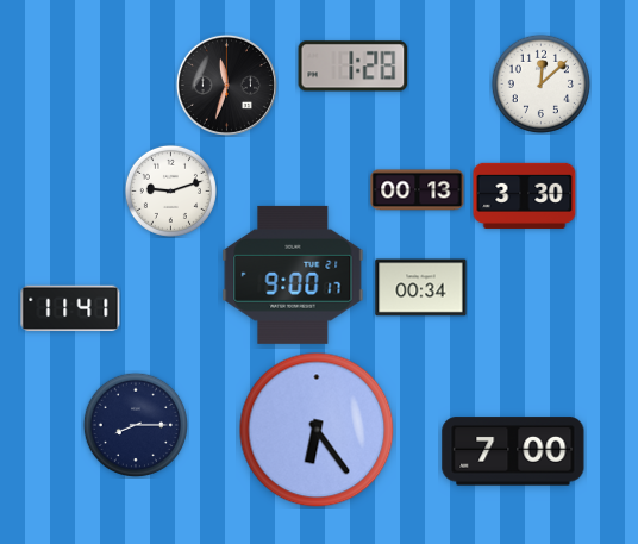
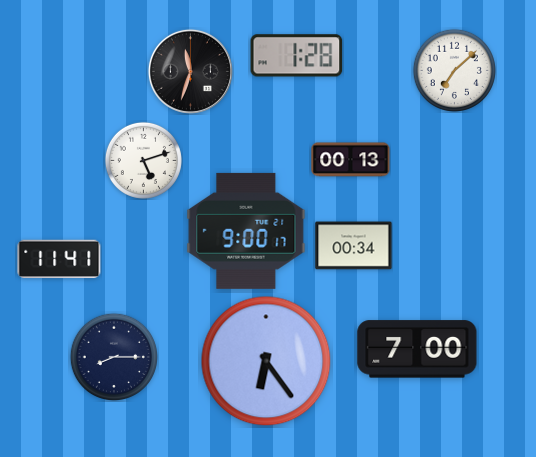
clock at (540, 83): 12:08 -> 7:08
clock at (170, 190): 9:12 -> 5:12
clock at (525, 195): 3:30 -> none
clock at (421, 288) position: (421, 288) -> (354, 246)
clock at (513, 451) position: (513, 451) -> (417, 349)
